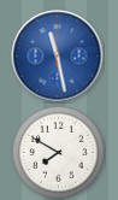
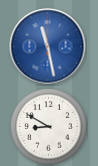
clock at (59, 153): 7:50 -> 8:50
